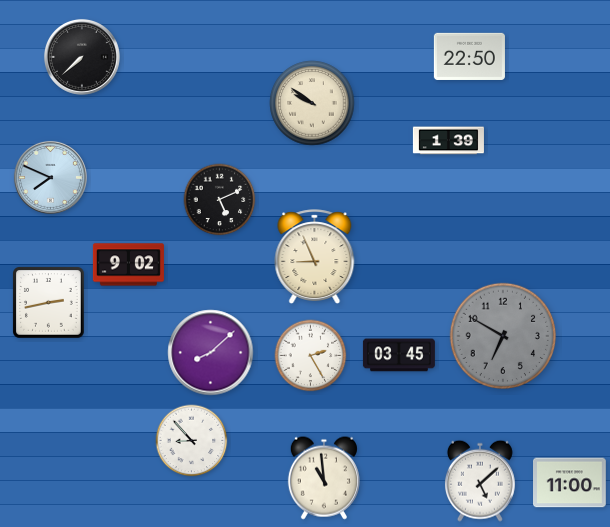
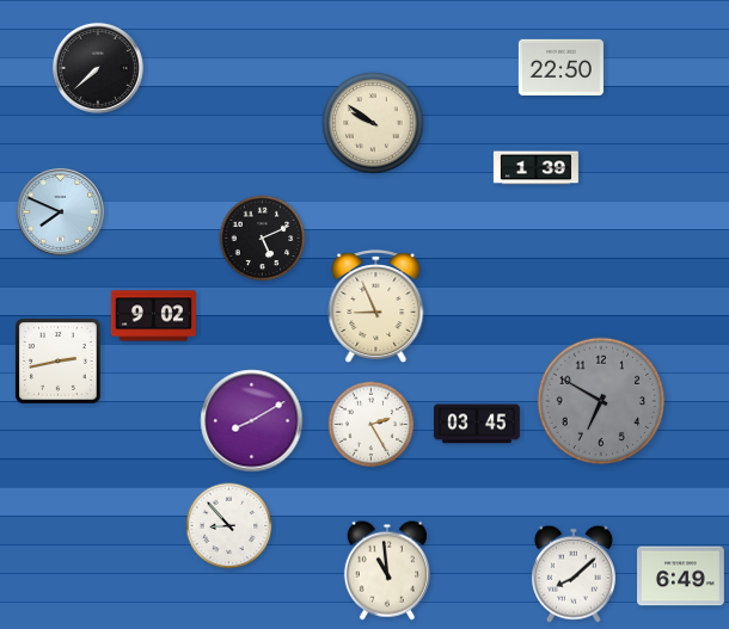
clock at (211, 353): 8:08 -> 8:10
clock at (480, 481): 5:08 -> 8:08
clock at (570, 483): 11:00 -> 6:49
